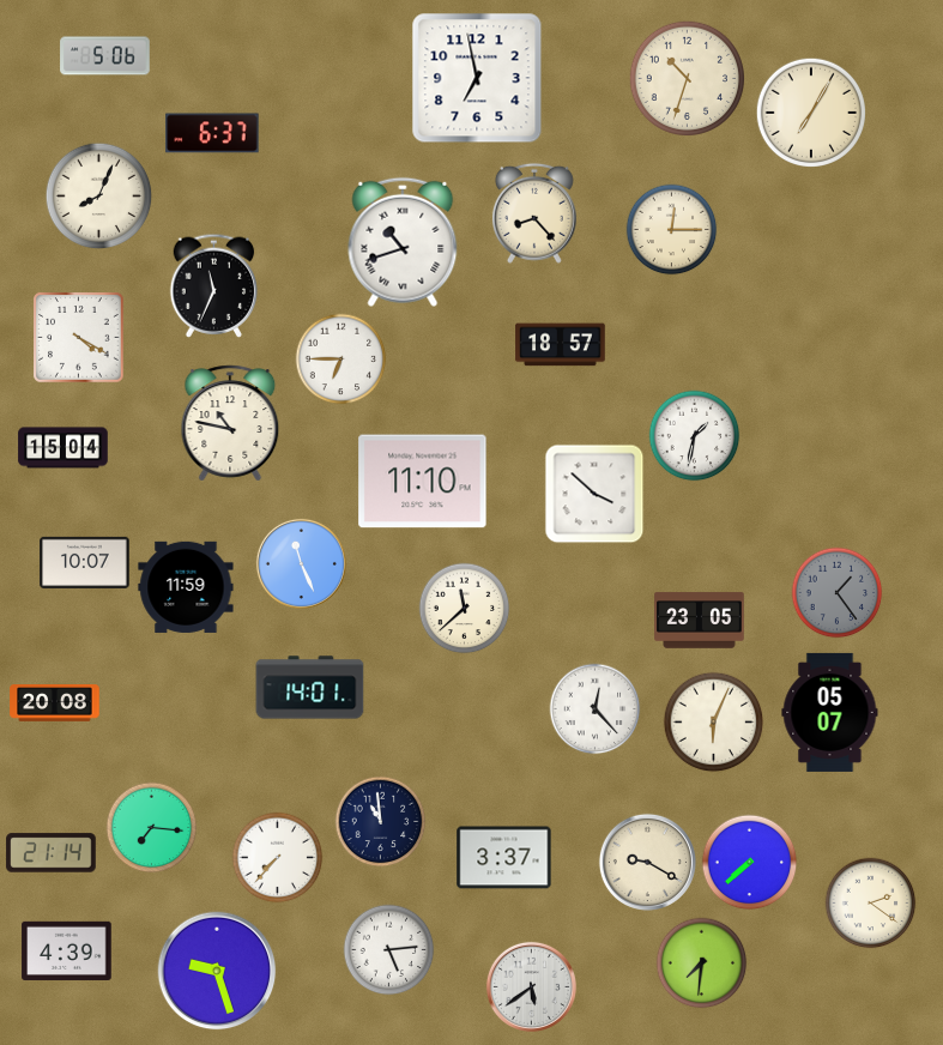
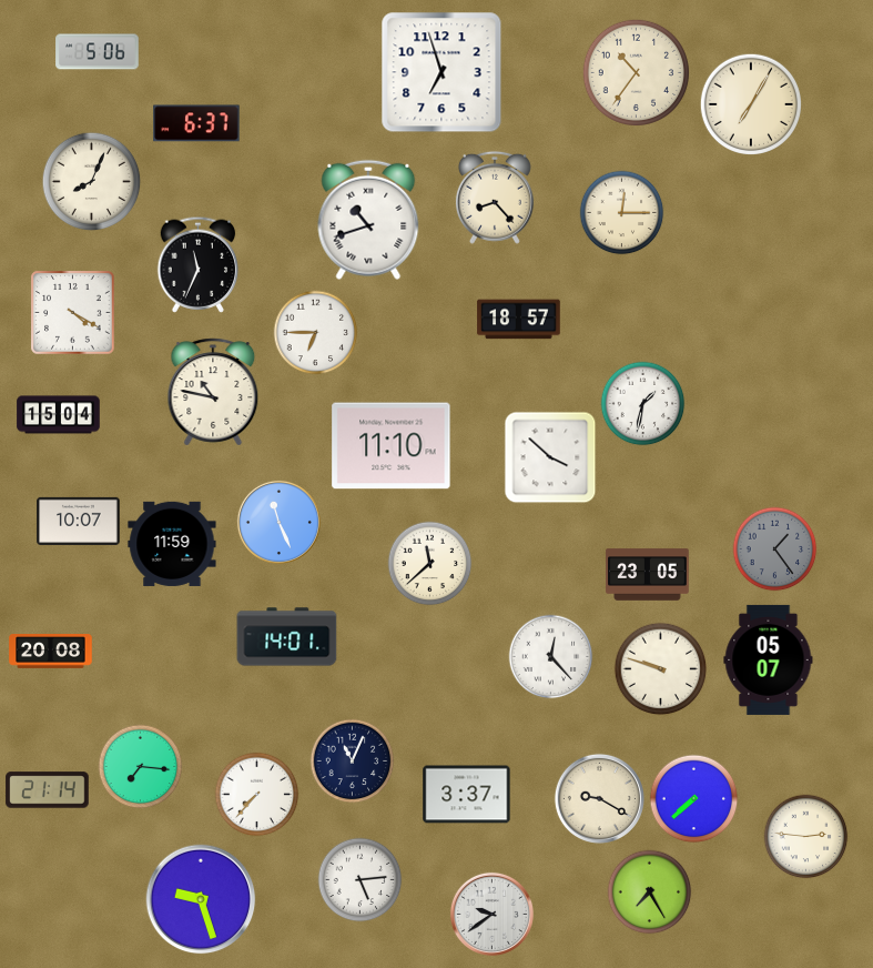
clock at (477, 78): 6:58 -> 6:57
clock at (687, 78): 10:33 -> 10:36
clock at (403, 242) position: (403, 242) -> (368, 220)
clock at (714, 723): 6:04 -> 9:48
clock at (381, 822): 10:59 -> 11:04
clock at (871, 904): 2:21 -> 2:46
clock at (67, 950): 4:39 -> none
clock at (702, 964): 7:31 -> 7:25
clock at (531, 986): 5:39 -> 9:39
